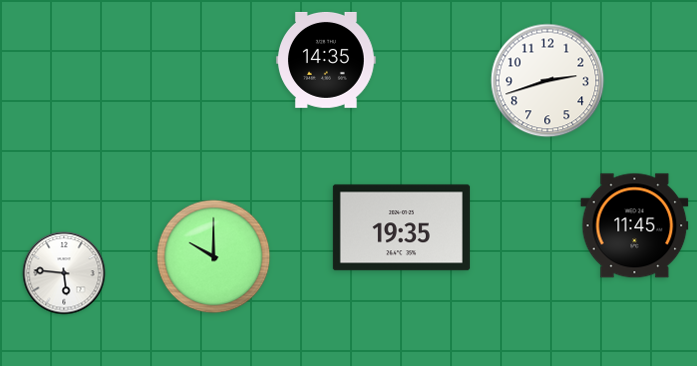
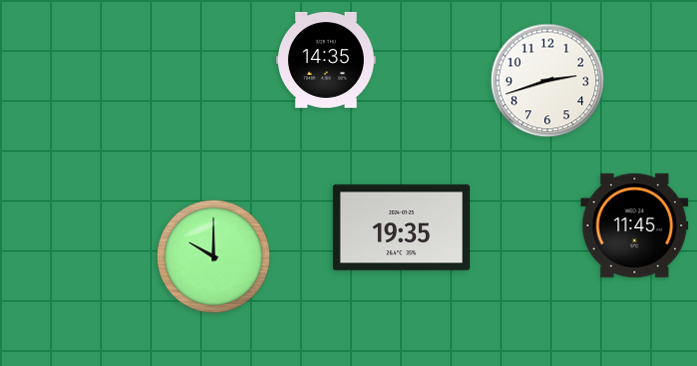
clock at (64, 273): 5:46 -> none
